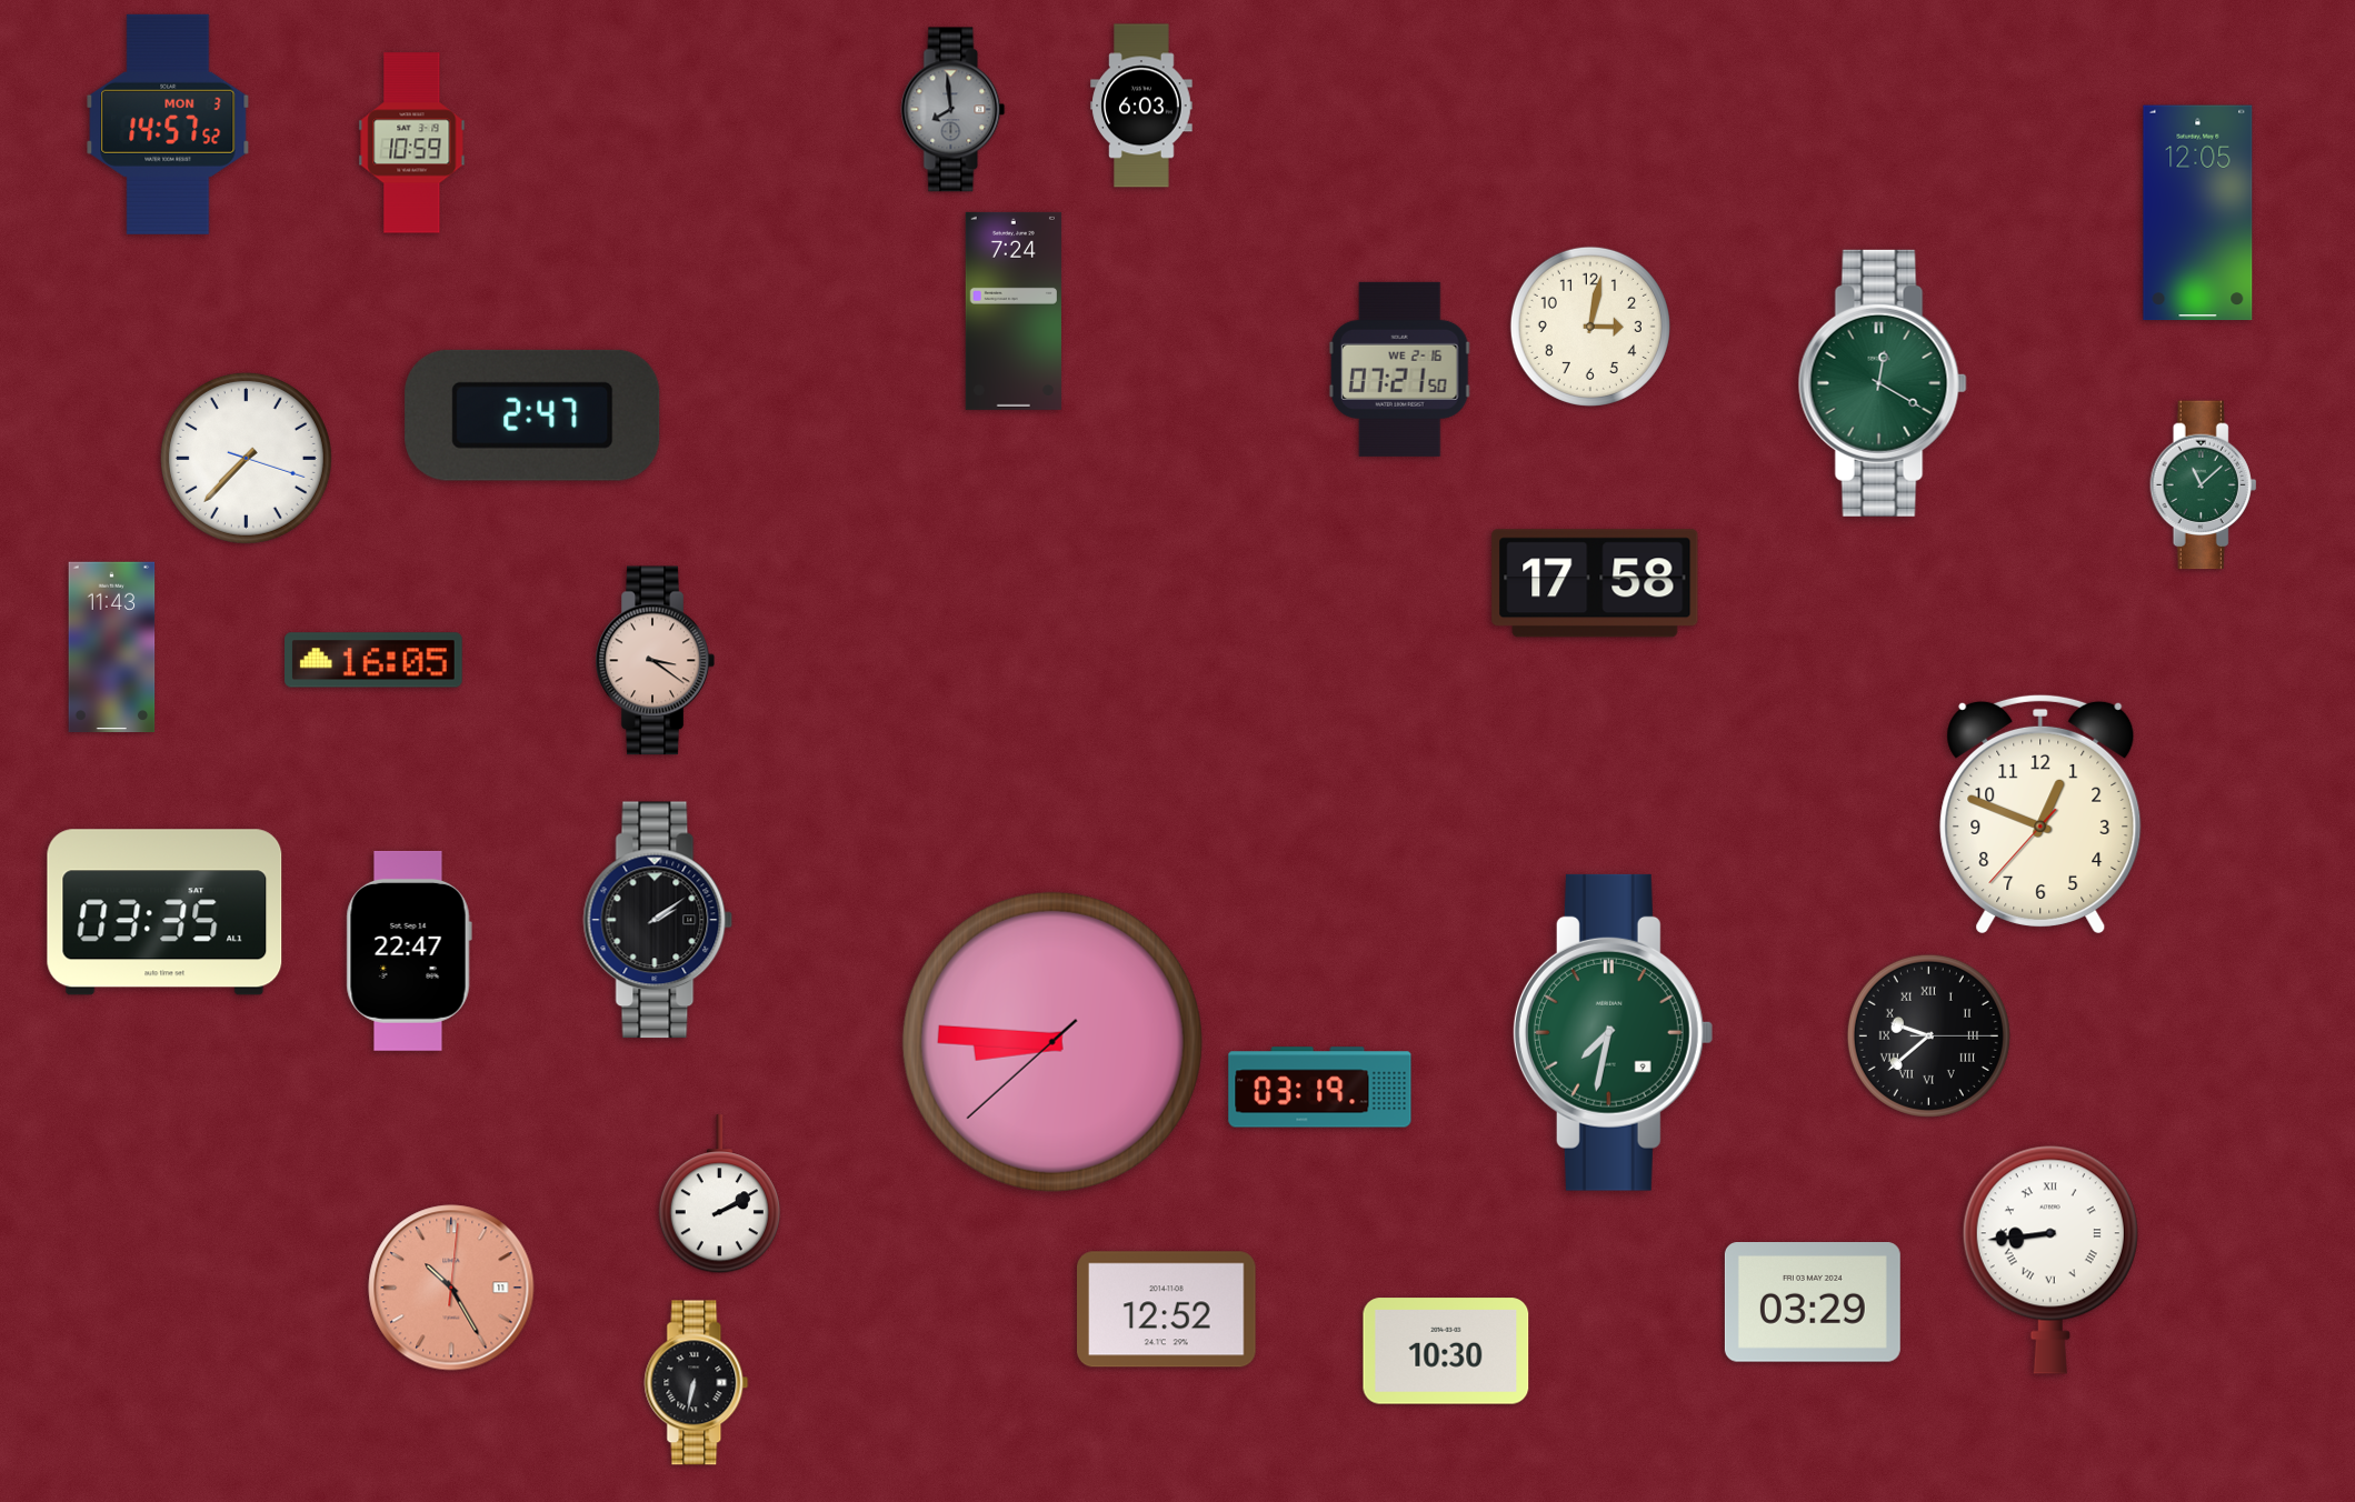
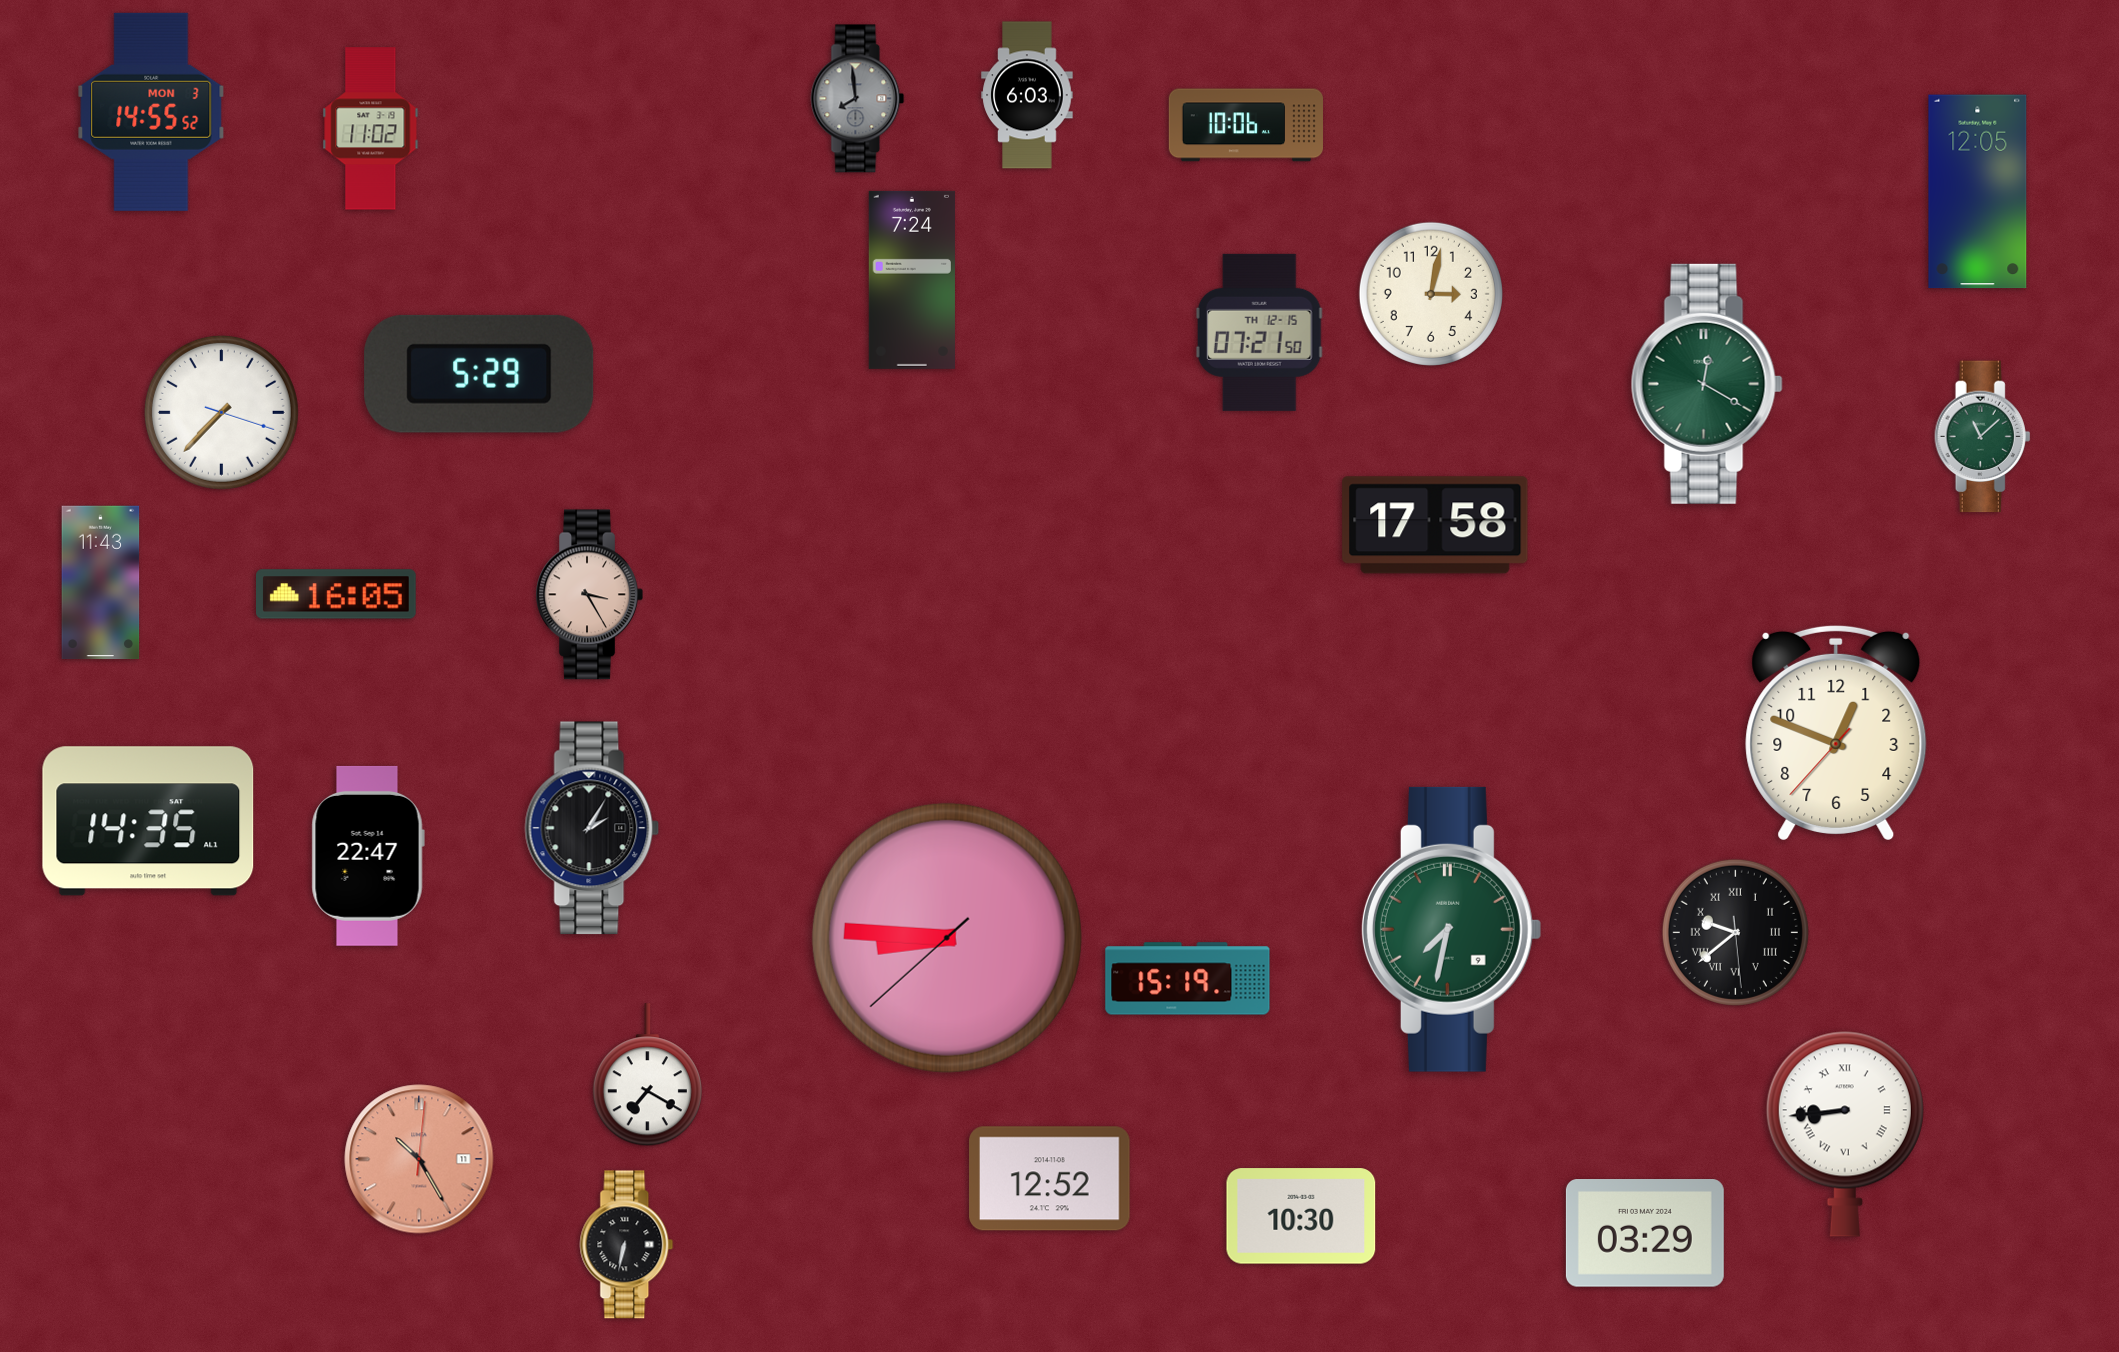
clock at (168, 124): 14:57 -> 14:55
clock at (1245, 125): none -> 10:06
clock at (412, 143): 10:59 -> 11:02
clock at (1399, 369) date: WE 2-16 -> TH 12-15
clock at (1883, 383) position: (1883, 383) -> (1707, 384)
clock at (532, 415): 2:47 -> 5:29
clock at (655, 661): 3:21 -> 3:25
clock at (164, 912): 03:35 -> 14:35
clock at (658, 920): 2:09 -> 2:05
clock at (1928, 1035): 9:38:15 -> 9:38:29
clock at (1320, 1088): 03:19 -> 15:19
clock at (719, 1194): 2:10 -> 7:20
clock at (451, 1288) position: (451, 1288) -> (419, 1159)
clock at (1813, 1303) position: (1813, 1303) -> (1645, 1234)
